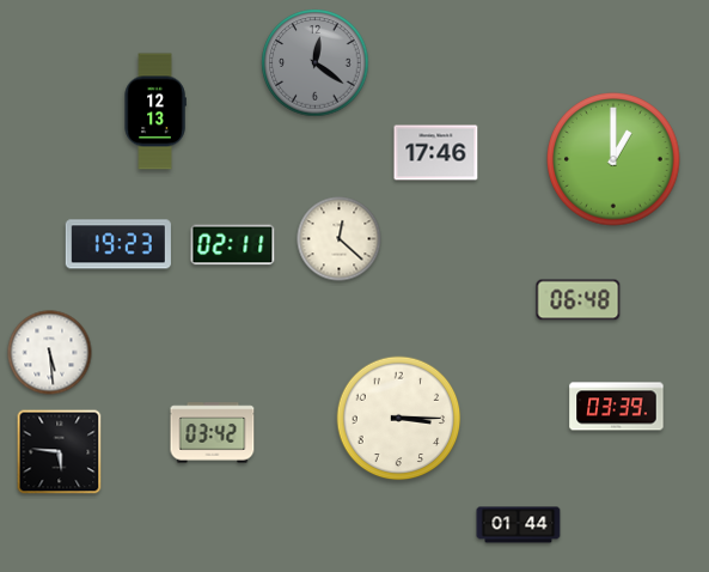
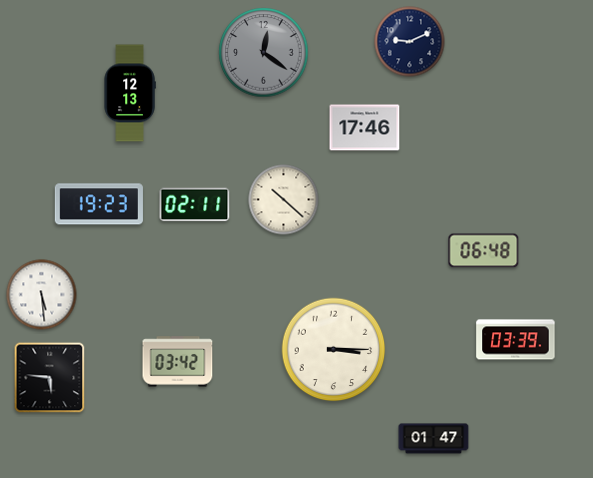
clock at (410, 42): none -> 9:11
clock at (613, 159): 1:00 -> none
clock at (340, 239): 12:22 -> 10:22
clock at (519, 525): 01:44 -> 01:47
